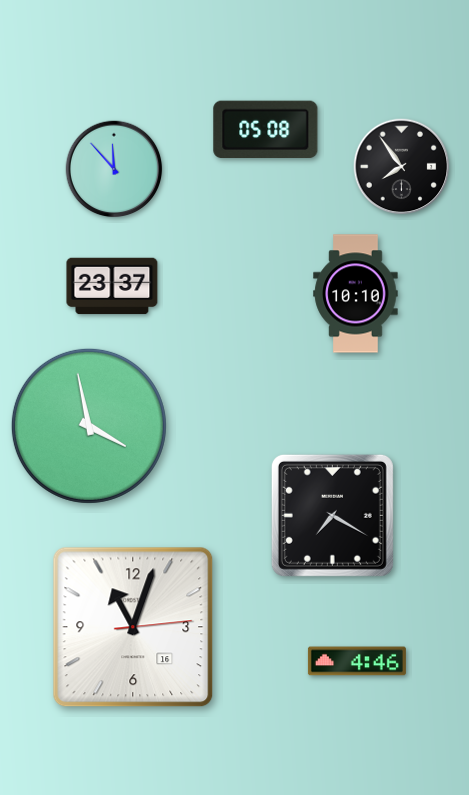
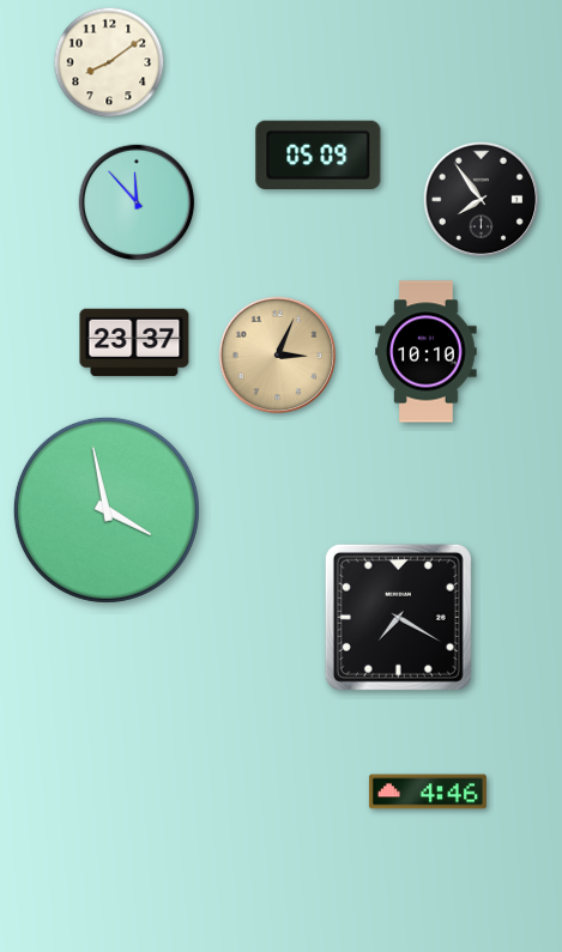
clock at (109, 62): none -> 8:09
clock at (266, 130): 05:08 -> 05:09
clock at (278, 356): none -> 3:04
clock at (133, 627): 11:03 -> none
